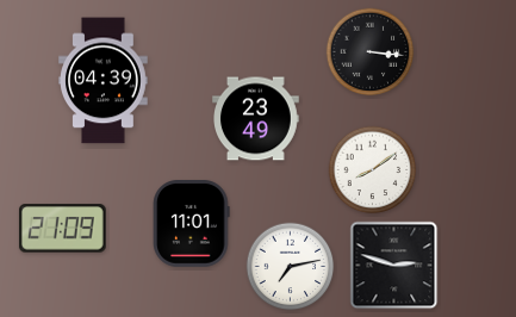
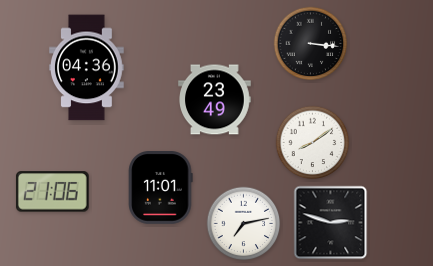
clock at (104, 81): 04:39 -> 04:36
clock at (62, 229): 21:09 -> 21:06
